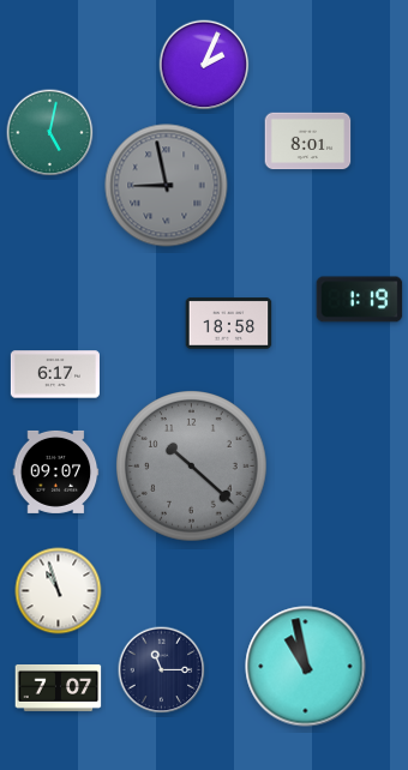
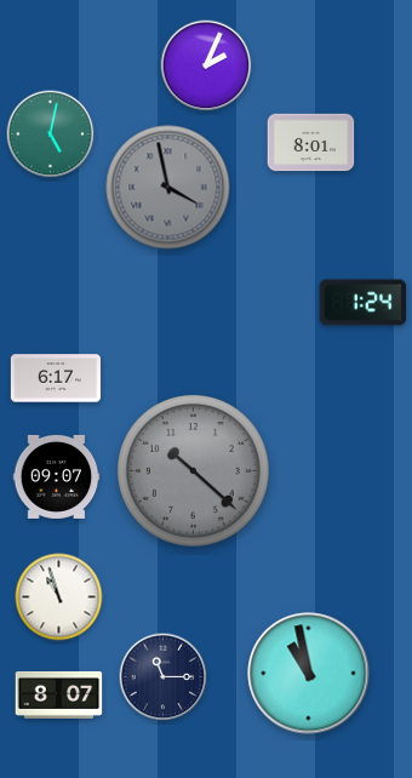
clock at (167, 186): 8:58 -> 3:58
clock at (360, 300): 1:19 -> 1:24
clock at (229, 324): 18:58 -> none
clock at (59, 687): 7:07 -> 8:07
